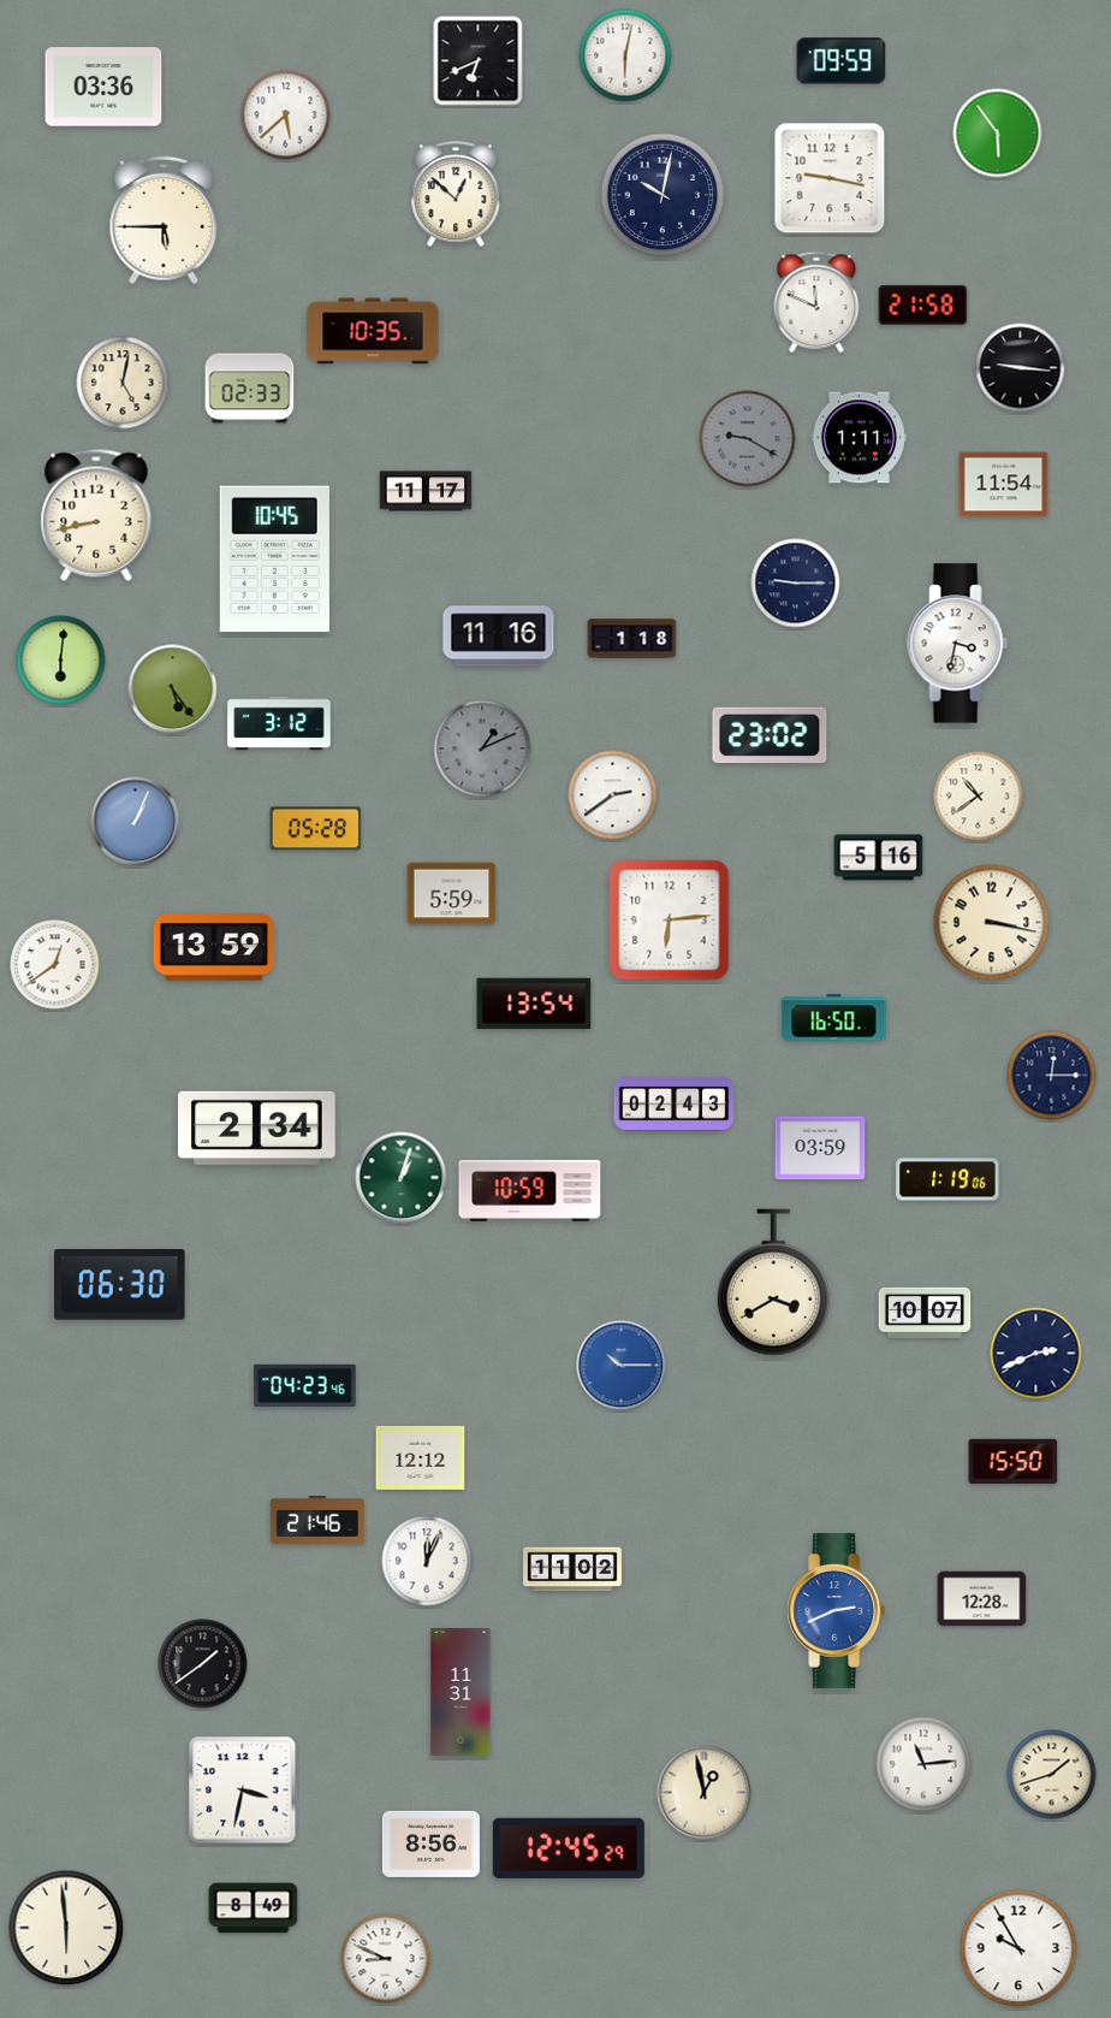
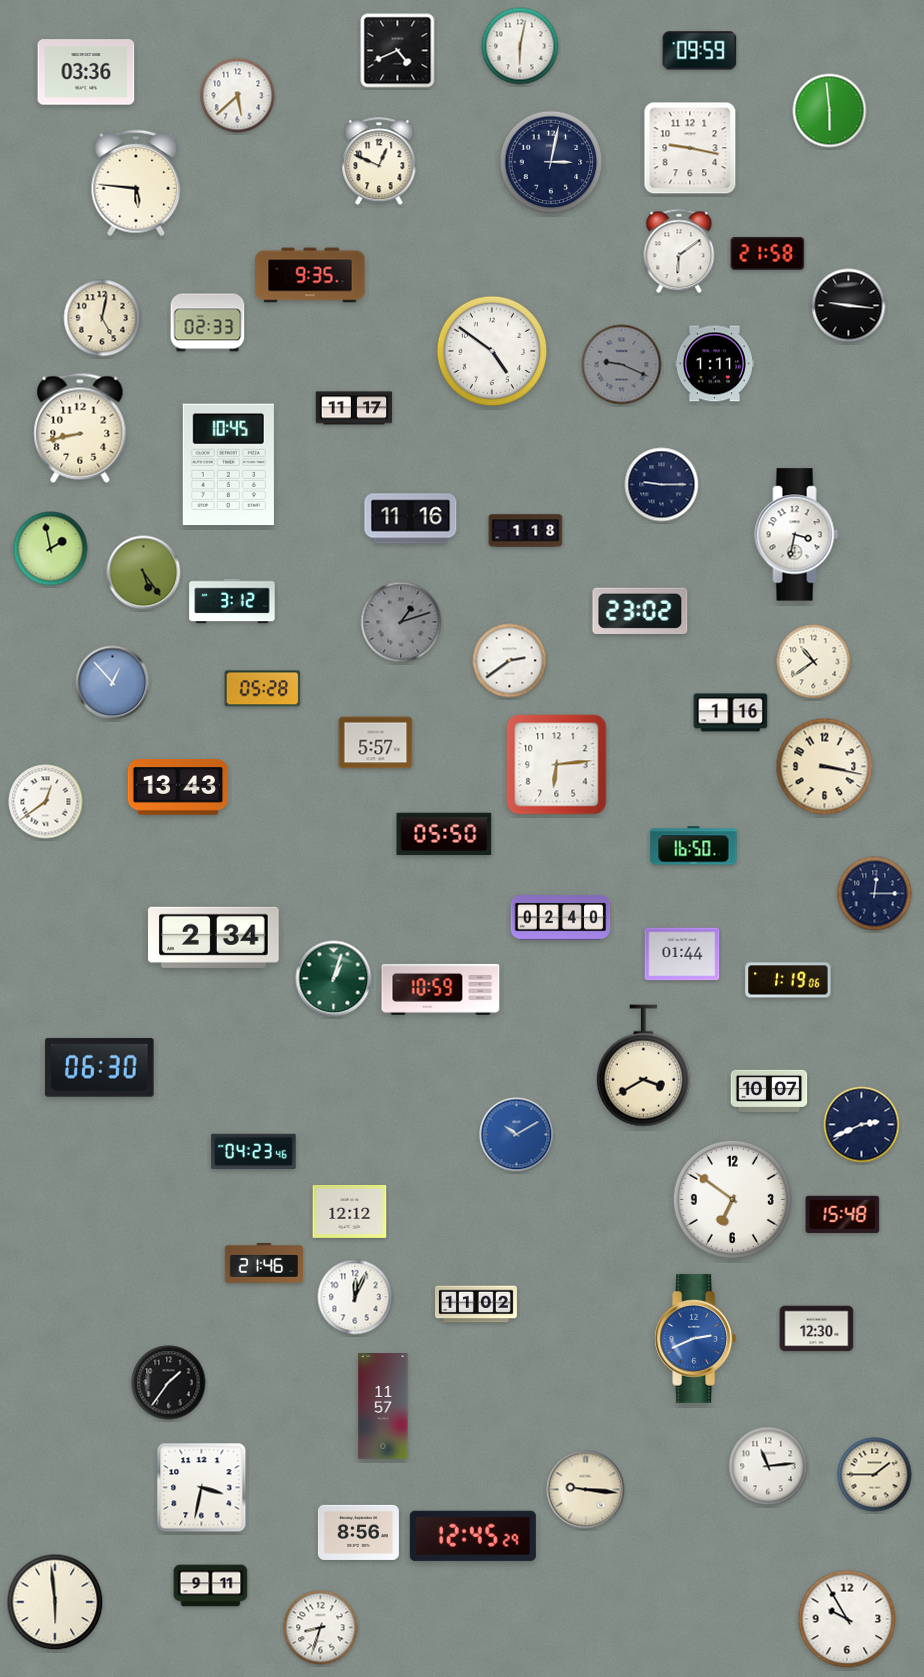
clock at (479, 61): 6:41 -> 4:41
clock at (998, 134): 5:54 -> 5:59
clock at (456, 195): 12:52 -> 12:49
clock at (663, 195): 10:02 -> 3:02
clock at (164, 220): 5:45 -> 5:46
clock at (816, 302): 11:49 -> 6:09
clock at (373, 331): 10:35 -> 9:35
clock at (492, 351): none -> 4:51
clock at (748, 439): 9:20 -> 9:19
clock at (1004, 485): 11:54 -> none
clock at (499, 637) position: (499, 637) -> (411, 519)
clock at (61, 661): 6:01 -> 1:58
clock at (482, 748): 1:11 -> 1:12
clock at (136, 822): 1:04 -> 12:53
clock at (879, 858): 5:16 -> 1:16
clock at (452, 894): 5:59 -> 5:57
clock at (214, 947): 13:59 -> 13:43
clock at (534, 1004): 13:54 -> 05:50
clock at (675, 1105): 02:43 -> 02:40
clock at (820, 1148): 03:59 -> 01:44
clock at (622, 1366): 10:15 -> 10:10
clock at (732, 1199): none -> 6:51
clock at (1014, 1461): 15:50 -> 15:48
clock at (982, 1599): 12:28 -> 12:30
clock at (203, 1664): 1:39 -> 1:36
clock at (461, 1692): 11:31 -> 11:57
clock at (1052, 1775): 1:42 -> 1:45
clock at (705, 1793): 12:58 -> 9:16
clock at (254, 1908): 8:49 -> 9:11
clock at (386, 1959): 8:49 -> 8:33
